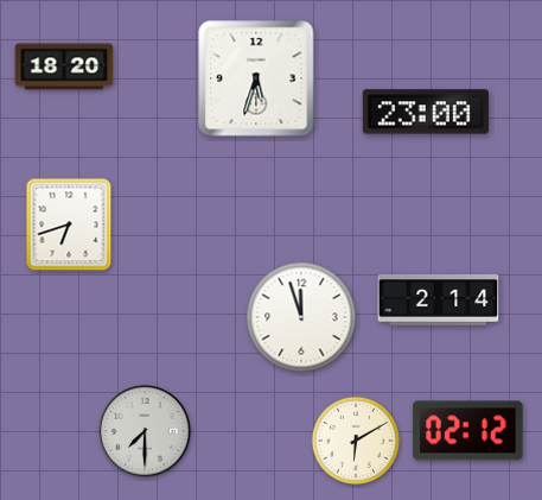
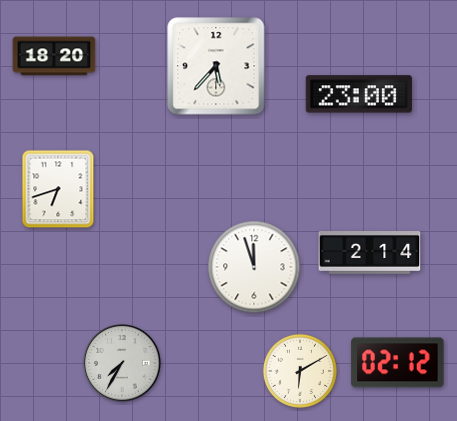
clock at (256, 78): 5:33 -> 5:37
clock at (145, 431): 7:30 -> 7:35
clock at (468, 431) position: (468, 431) -> (398, 363)
